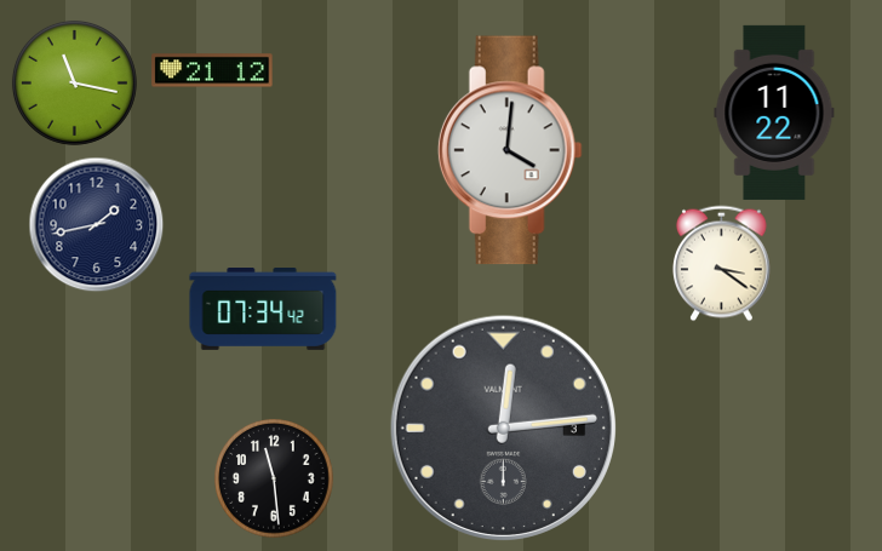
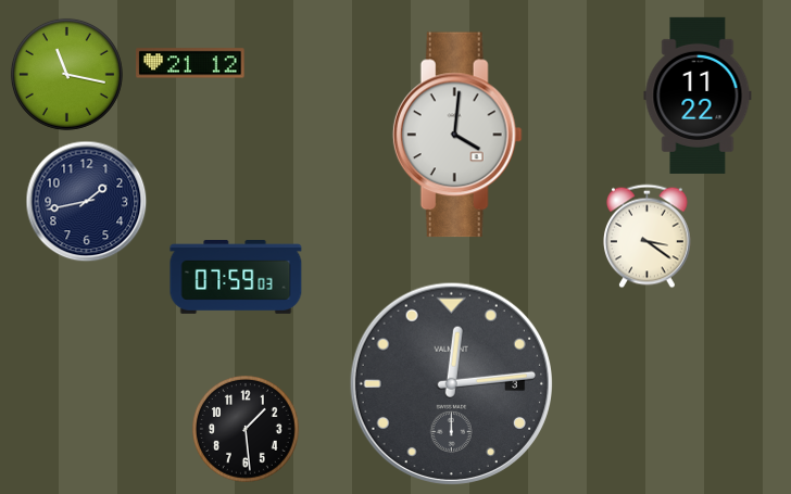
clock at (774, 113) position: (774, 113) -> (698, 96)
clock at (263, 310): 07:34 -> 07:59
clock at (274, 478): 11:29 -> 1:29
